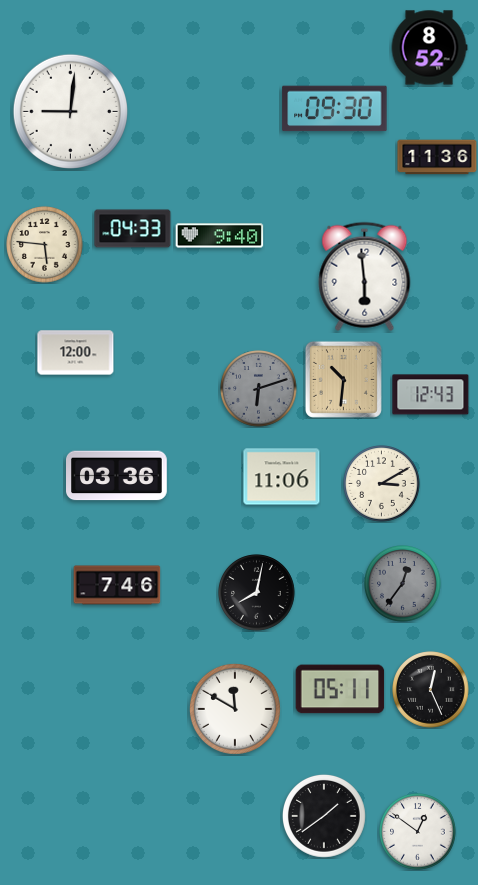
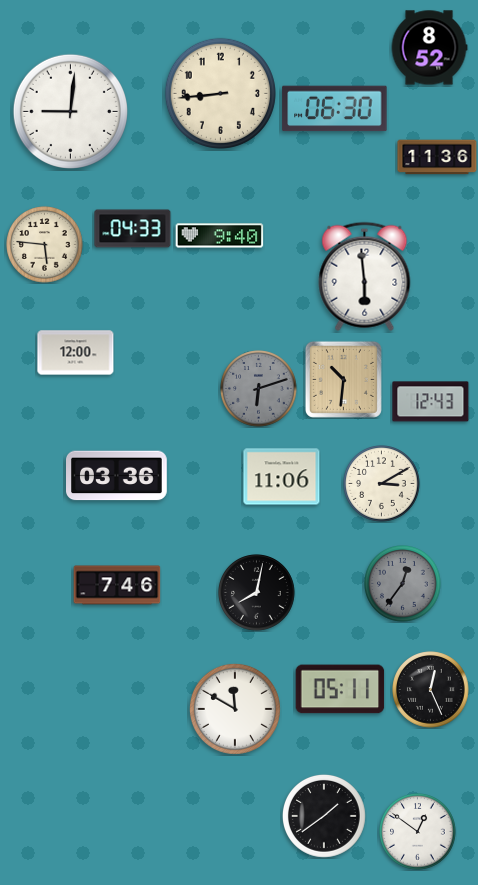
clock at (220, 93): none -> 8:44
clock at (335, 109): 09:30 -> 06:30
clock at (431, 395) position: (431, 395) -> (431, 402)
